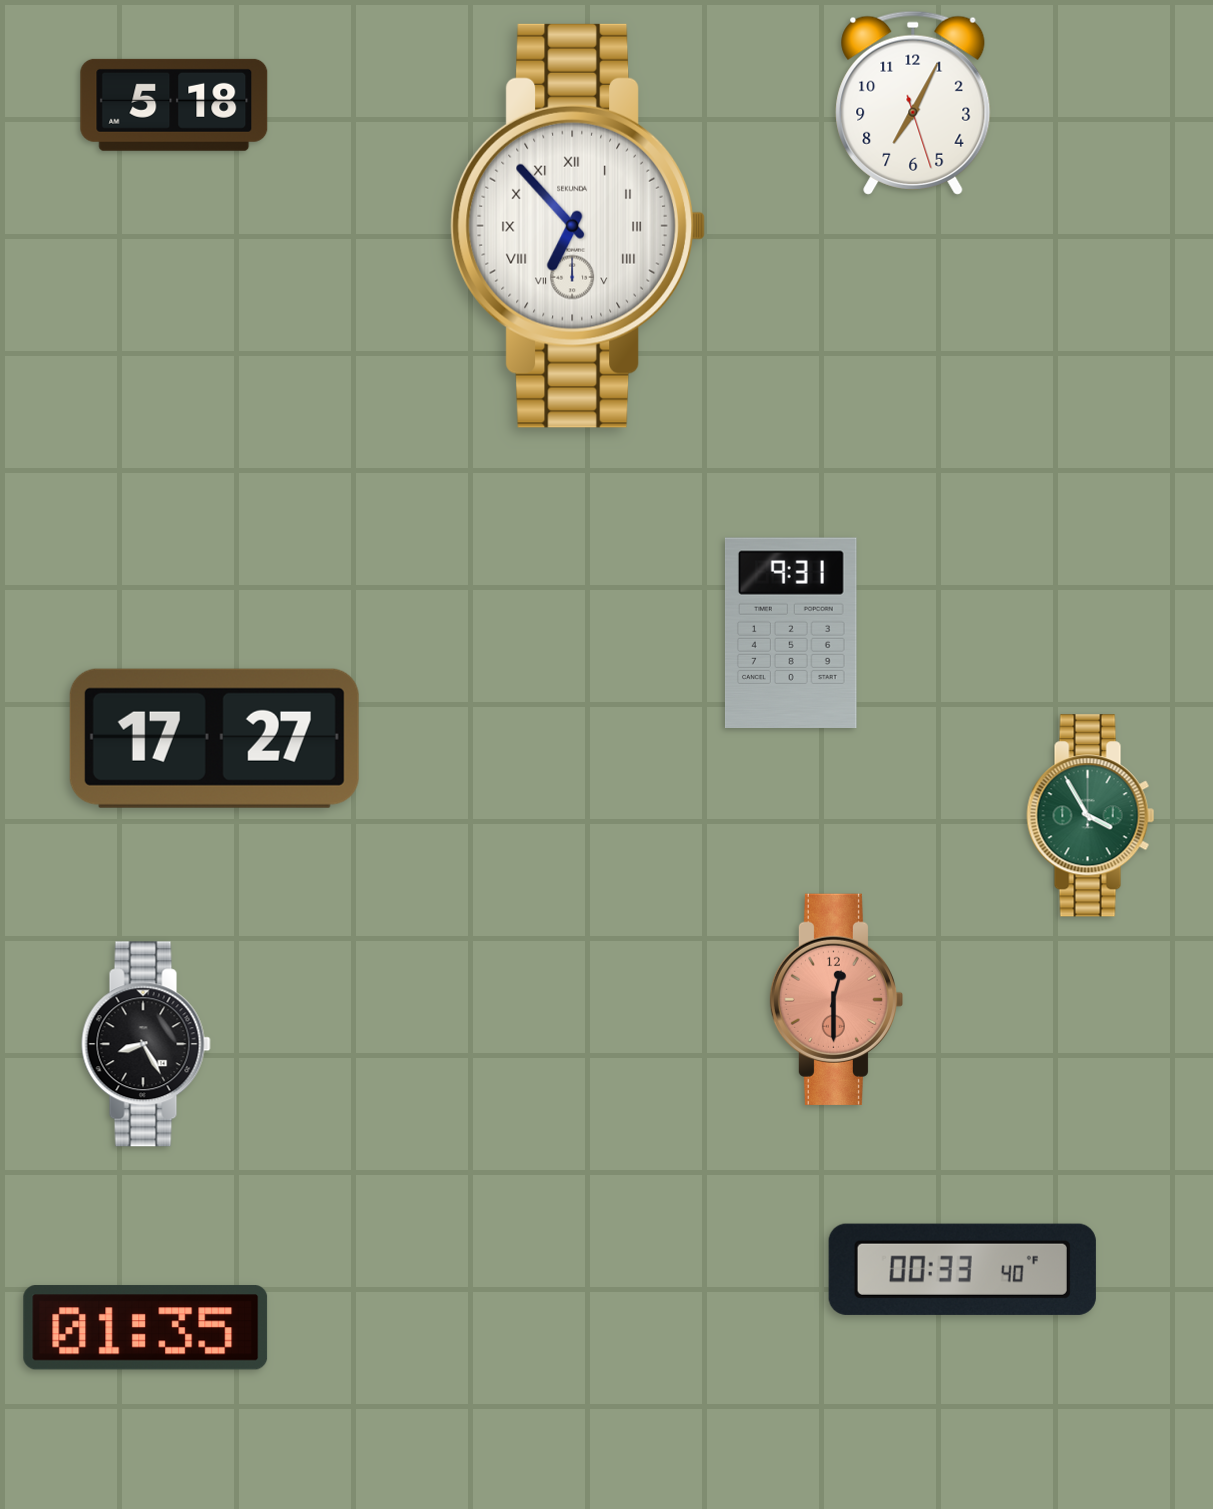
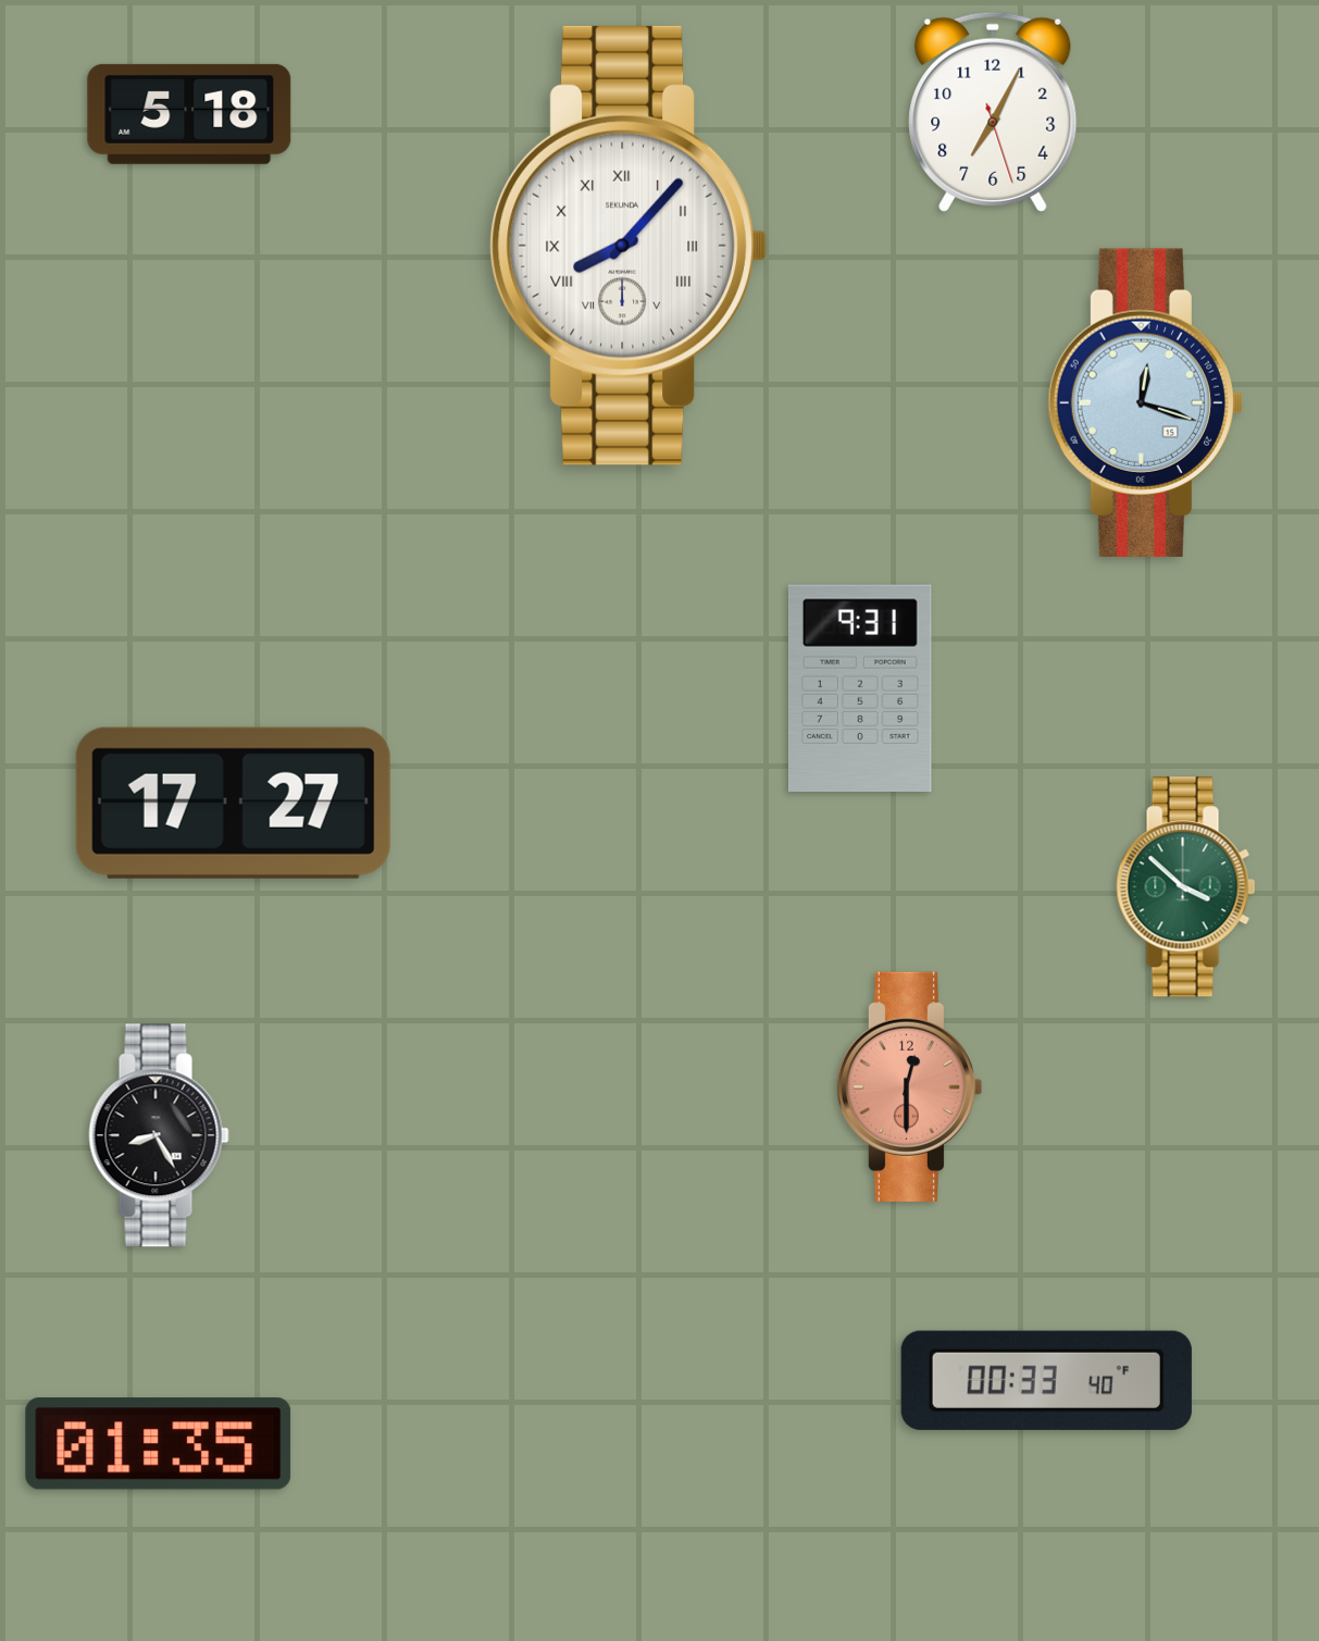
clock at (578, 226): 6:53 -> 8:07
clock at (1145, 402): none -> 12:18
clock at (1091, 816): 3:55 -> 3:52
